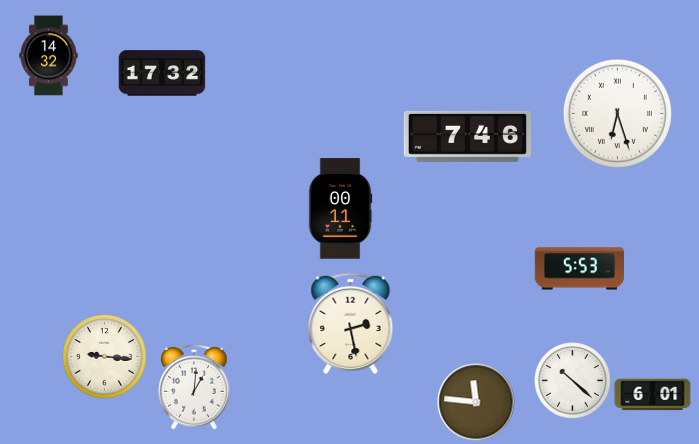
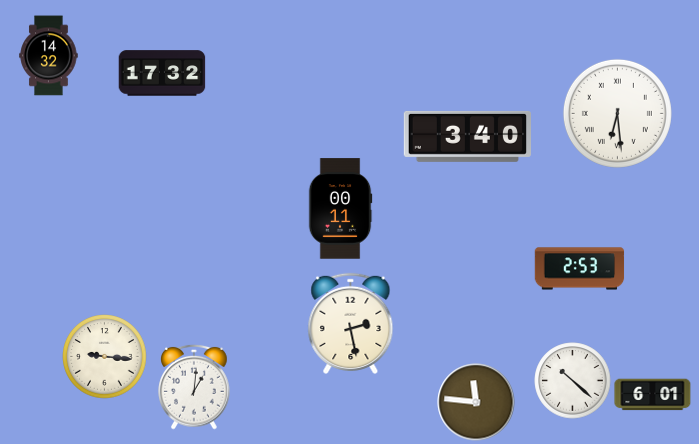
clock at (617, 113): 6:27 -> 6:29
clock at (467, 136): 7:46 -> 3:40
clock at (580, 269): 5:53 -> 2:53
